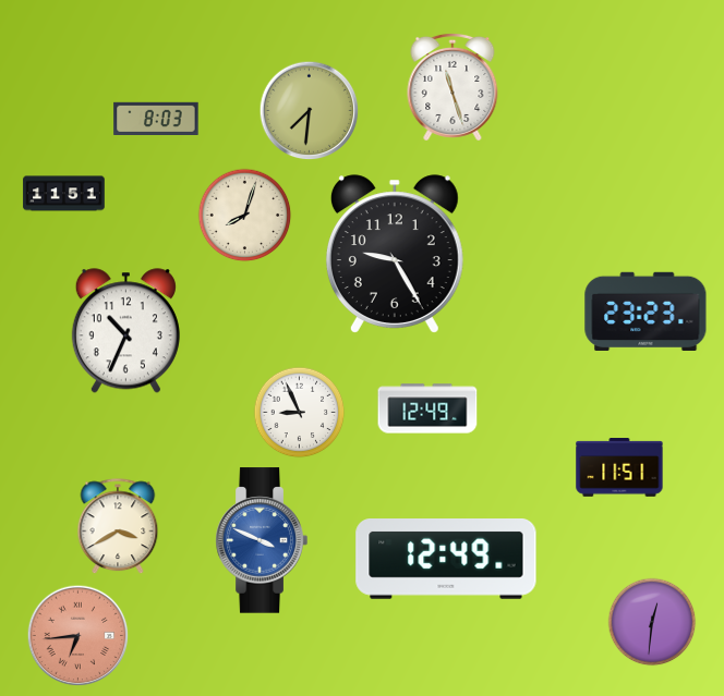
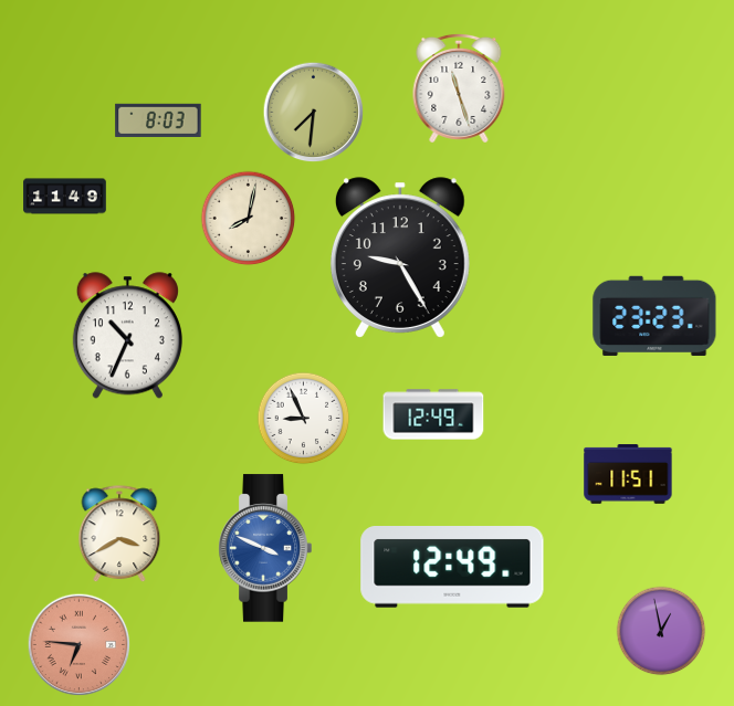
clock at (64, 194): 11:51 -> 11:49
clock at (245, 216): 8:03 -> 8:02
clock at (652, 622): 12:31 -> 12:58
clock at (79, 636): 6:44 -> 6:46
